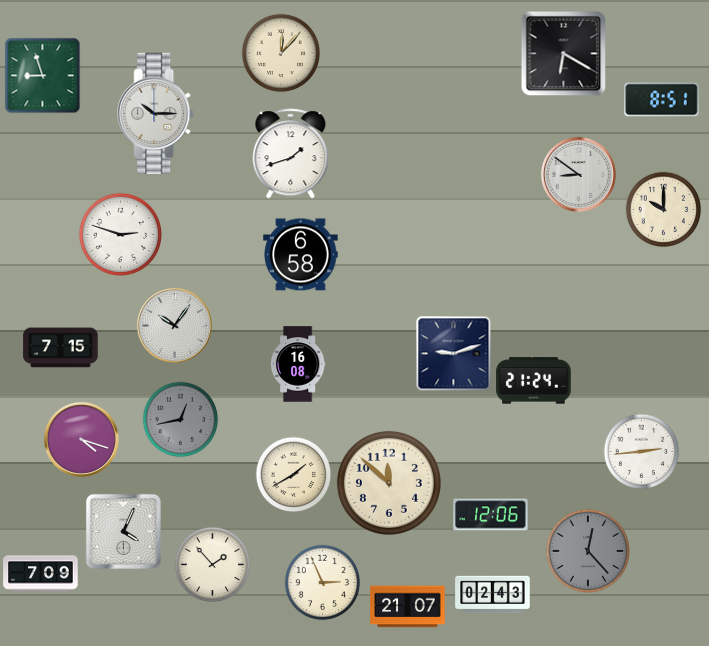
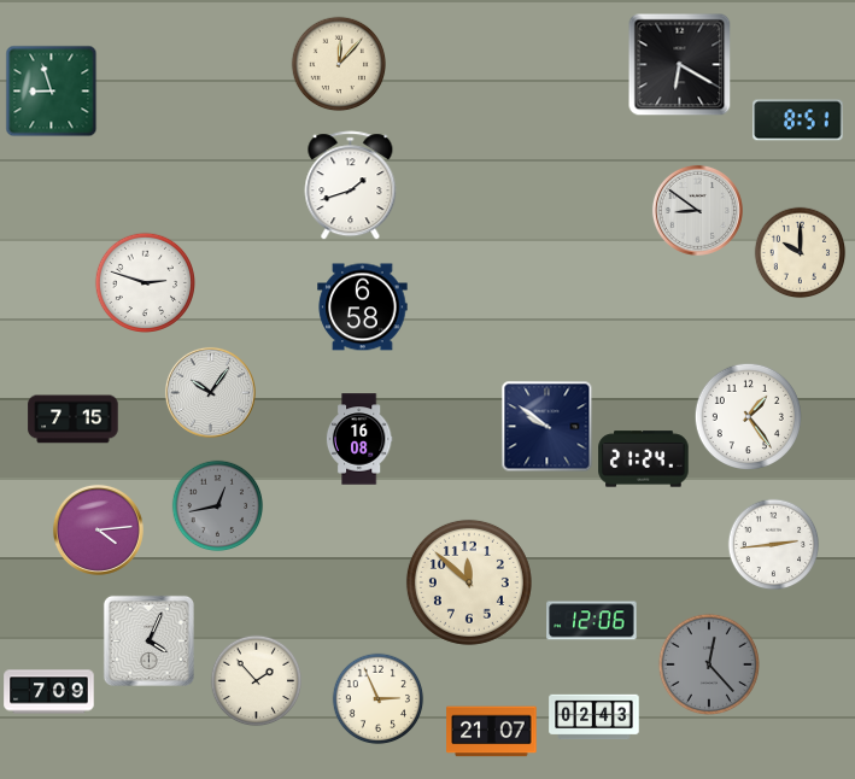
clock at (156, 113): 10:15 -> none
clock at (748, 416): none -> 1:24
clock at (454, 354): 9:12 -> 9:51
clock at (81, 439): 4:18 -> 4:14
clock at (294, 475): 1:40 -> none
clock at (323, 583) position: (323, 583) -> (379, 699)
